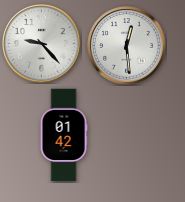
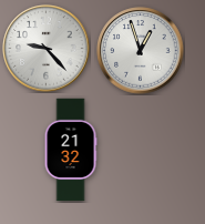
clock at (127, 46): 12:29 -> 12:57
clock at (64, 135): 01:42 -> 21:32
